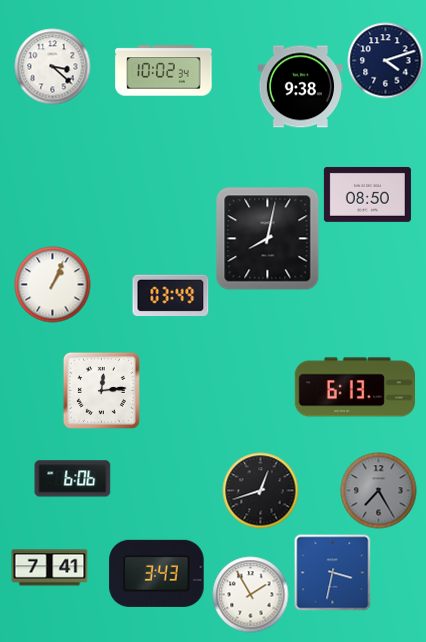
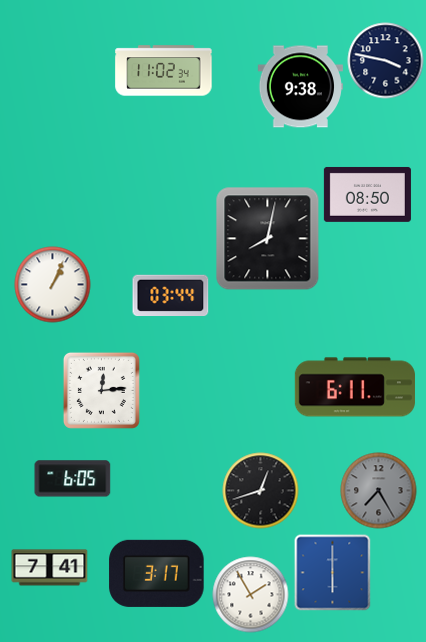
clock at (386, 61): 4:12 -> 3:47
clock at (53, 67): 3:22 -> none
clock at (164, 71): 10:02 -> 11:02
clock at (171, 295): 03:49 -> 03:44
clock at (355, 387): 6:13 -> 6:11
clock at (73, 479): 6:06 -> 6:05
clock at (157, 573): 3:43 -> 3:17
clock at (333, 573): 3:32 -> 6:00
